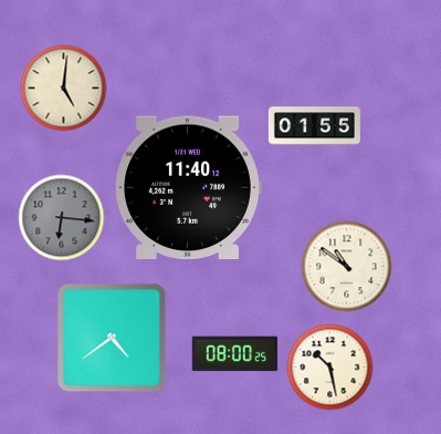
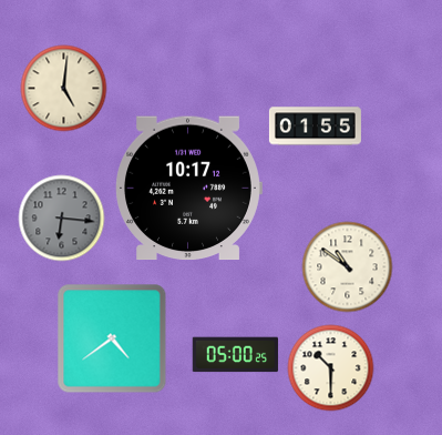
clock at (188, 188): 11:40 -> 10:17
clock at (234, 354): 08:00 -> 05:00
clock at (329, 366): 10:28 -> 10:30
